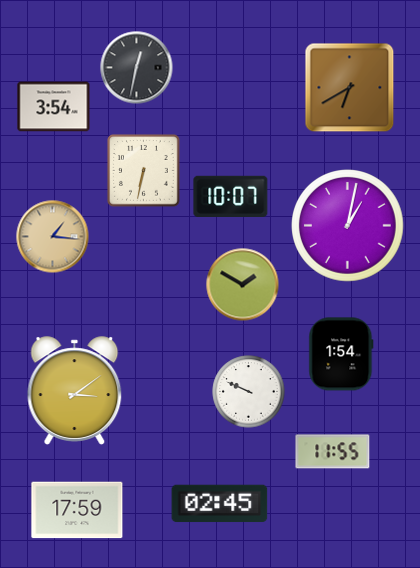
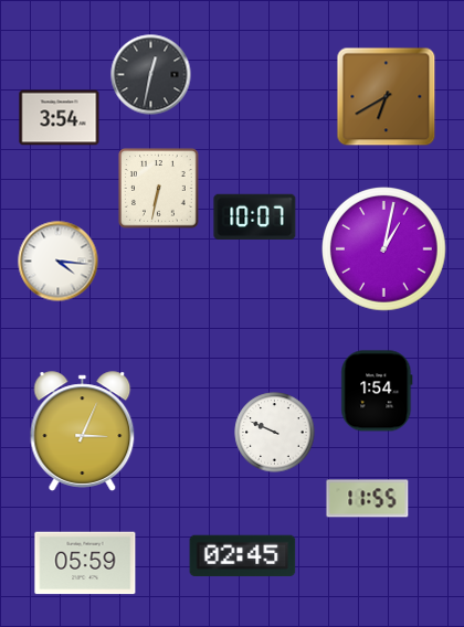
clock at (53, 237): 1:16 -> 4:16
clock at (53, 237) dial: champagne -> white
clock at (243, 285): 1:50 -> none
clock at (75, 391): 3:09 -> 3:04
clock at (77, 510): 17:59 -> 05:59
